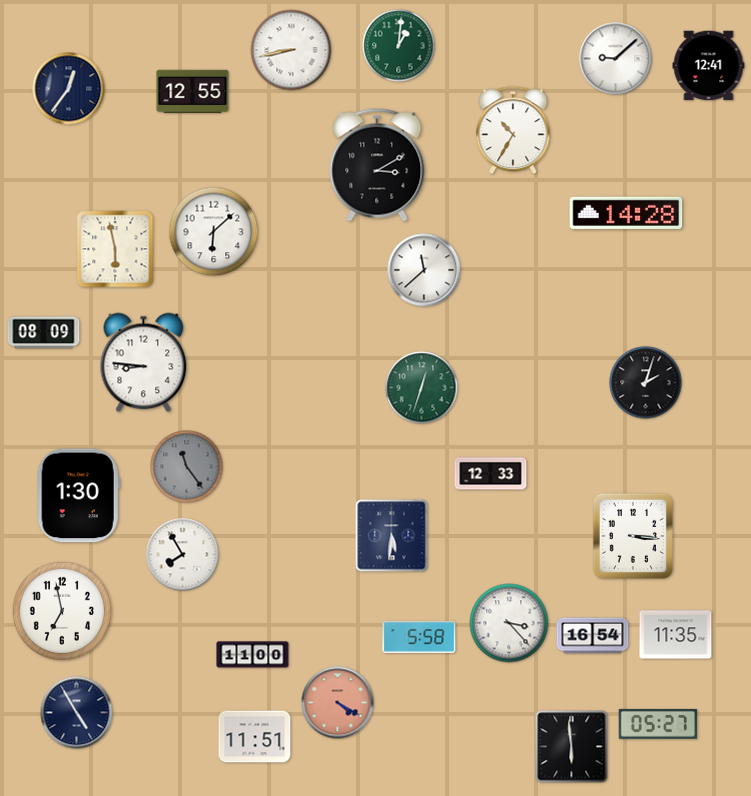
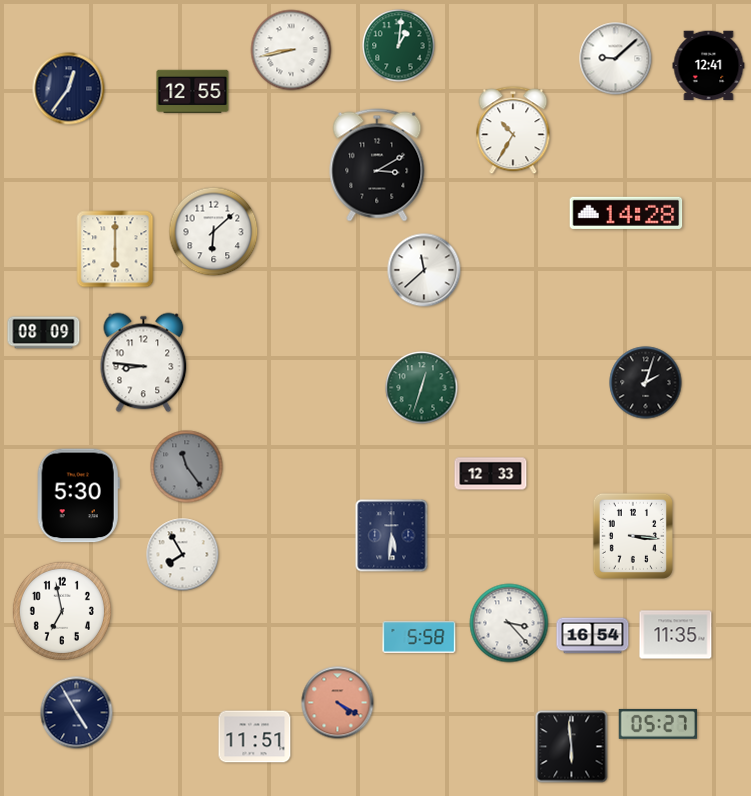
clock at (115, 249): 5:58 -> 6:00
clock at (78, 496): 1:30 -> 5:30
clock at (253, 655): 11:00 -> none
